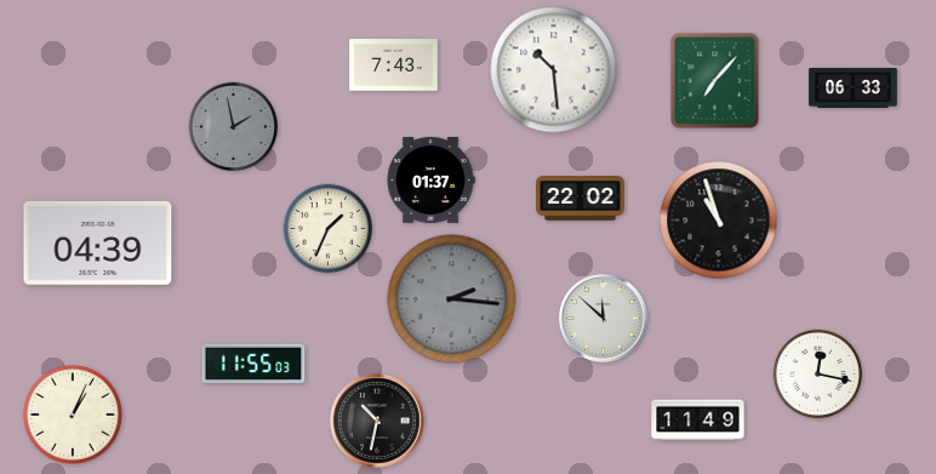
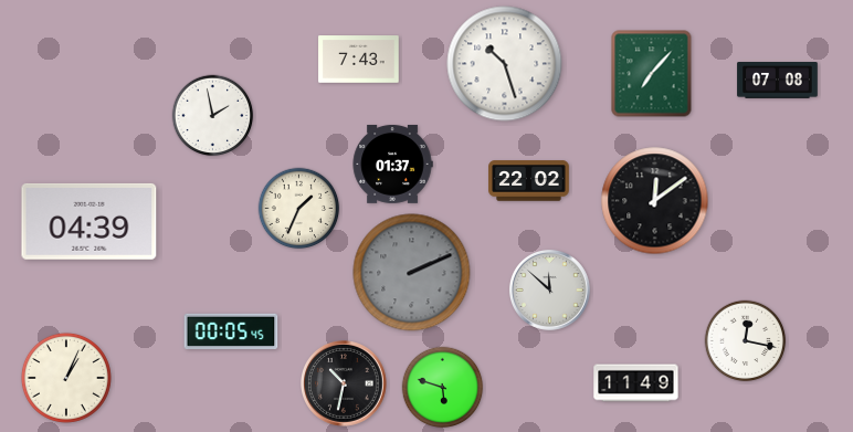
clock at (554, 70): 10:29 -> 10:27
clock at (854, 88): 06:33 -> 07:08
clock at (234, 127) dial: grey -> white
clock at (719, 221): 10:57 -> 12:09
clock at (452, 299): 2:16 -> 2:11
clock at (253, 362): 11:55 -> 00:05
clock at (443, 388): none -> 5:48
